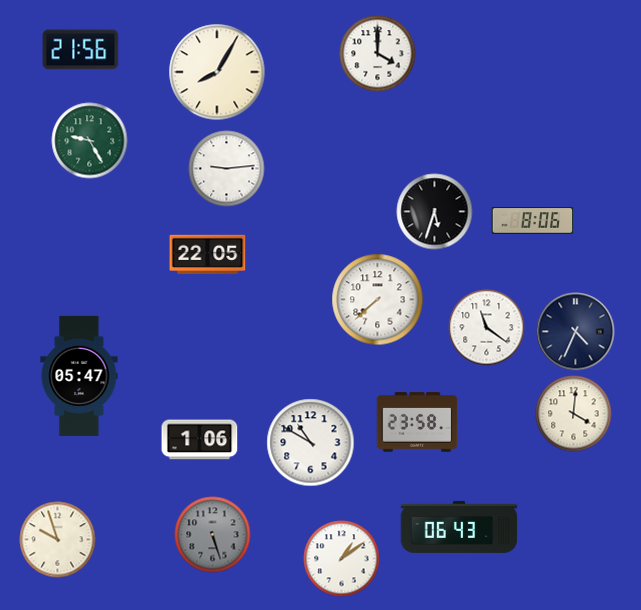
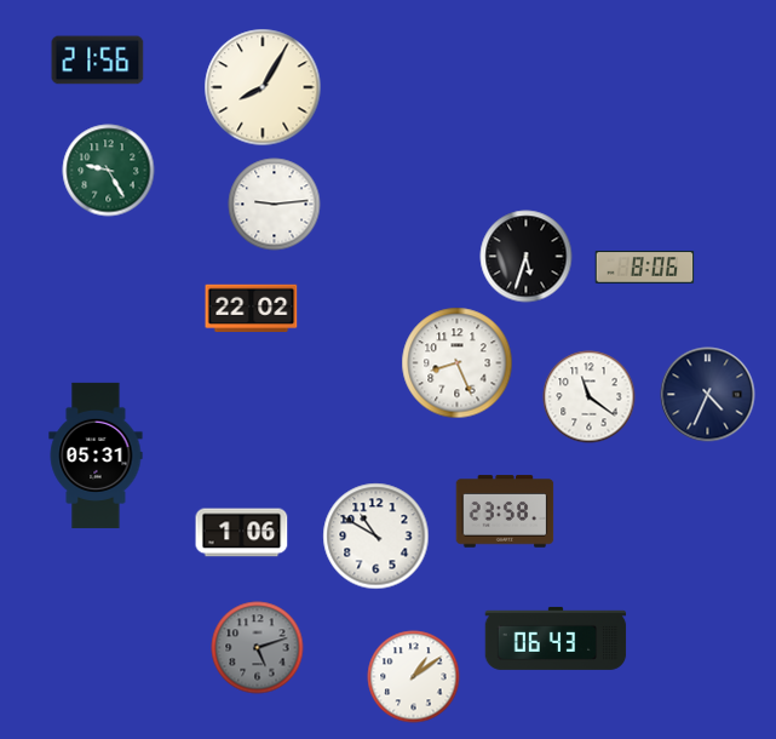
clock at (378, 54): 4:00 -> none
clock at (208, 255): 22:05 -> 22:02
clock at (378, 300): 7:38 -> 8:26
clock at (576, 332) position: (576, 332) -> (708, 395)
clock at (79, 376): 05:47 -> 05:31
clock at (574, 414): 4:01 -> none
clock at (213, 535): 5:27 -> 5:12
clock at (58, 540): 9:57 -> none
